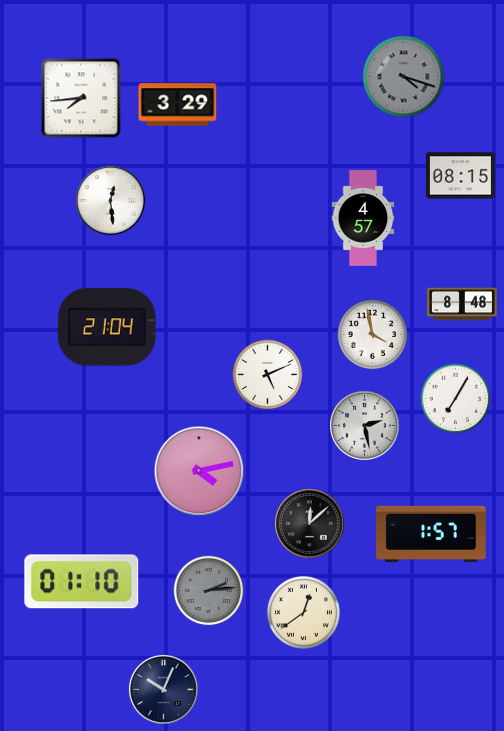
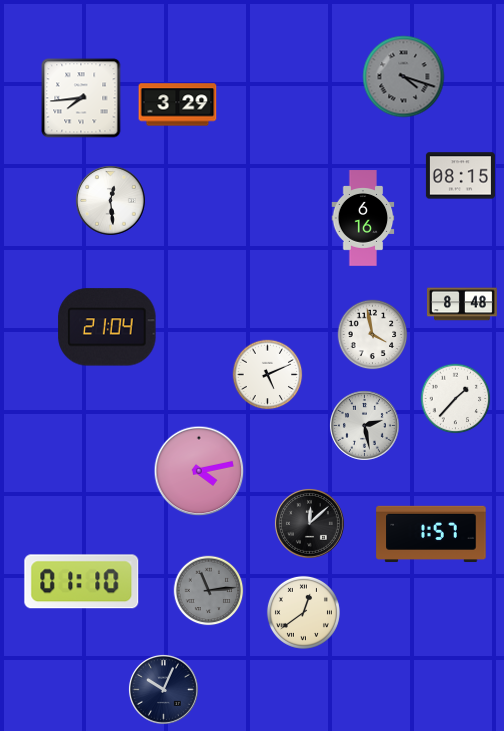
clock at (363, 218): 4:57 -> 6:16
clock at (456, 399): 7:05 -> 1:37
clock at (209, 591): 2:14 -> 11:14
